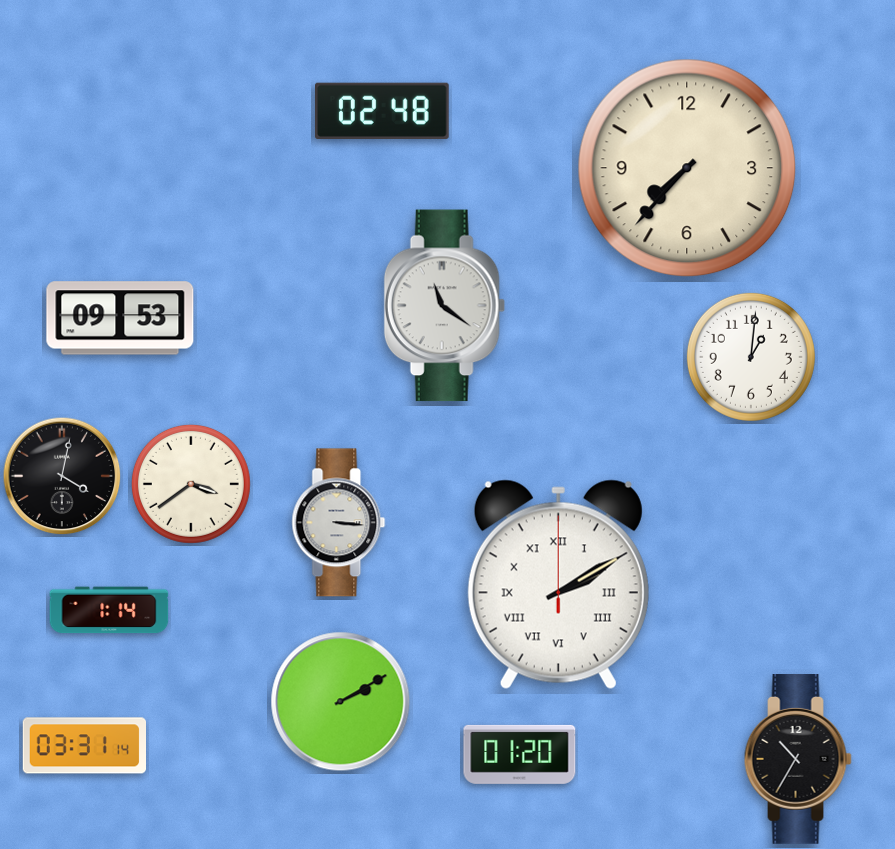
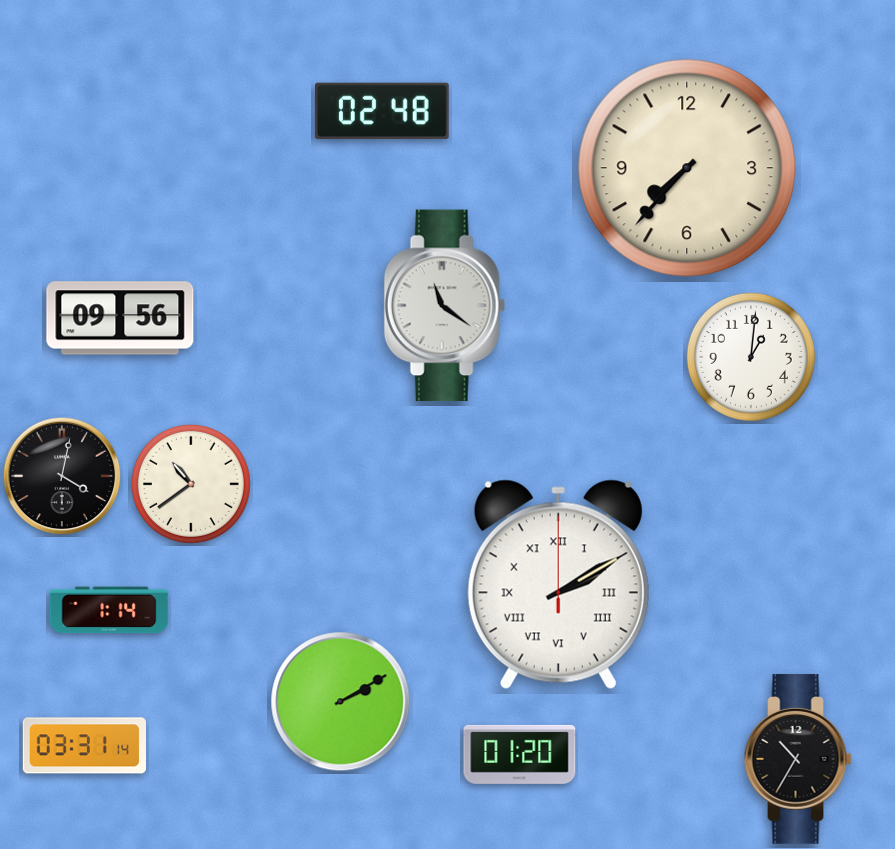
clock at (120, 318): 09:53 -> 09:56
clock at (191, 484): 3:39 -> 10:39
clock at (339, 523): 3:16 -> none
